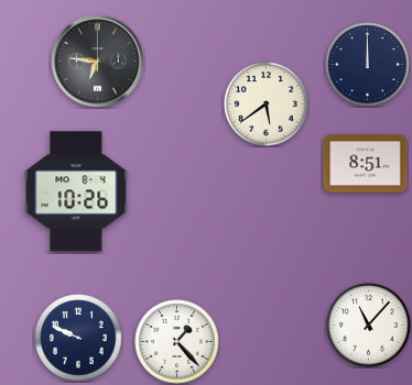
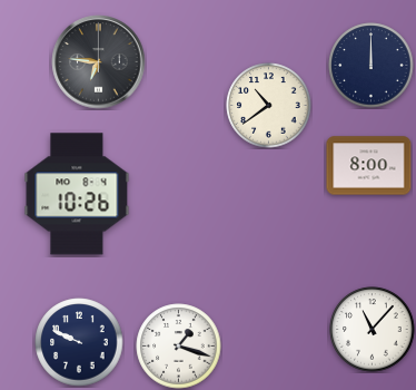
clock at (267, 105): 5:39 -> 10:39
clock at (366, 164): 8:51 -> 8:00
clock at (177, 342): 1:23 -> 1:18
